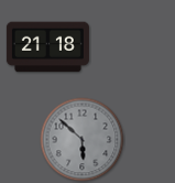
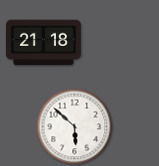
clock at (83, 140) dial: grey -> white
